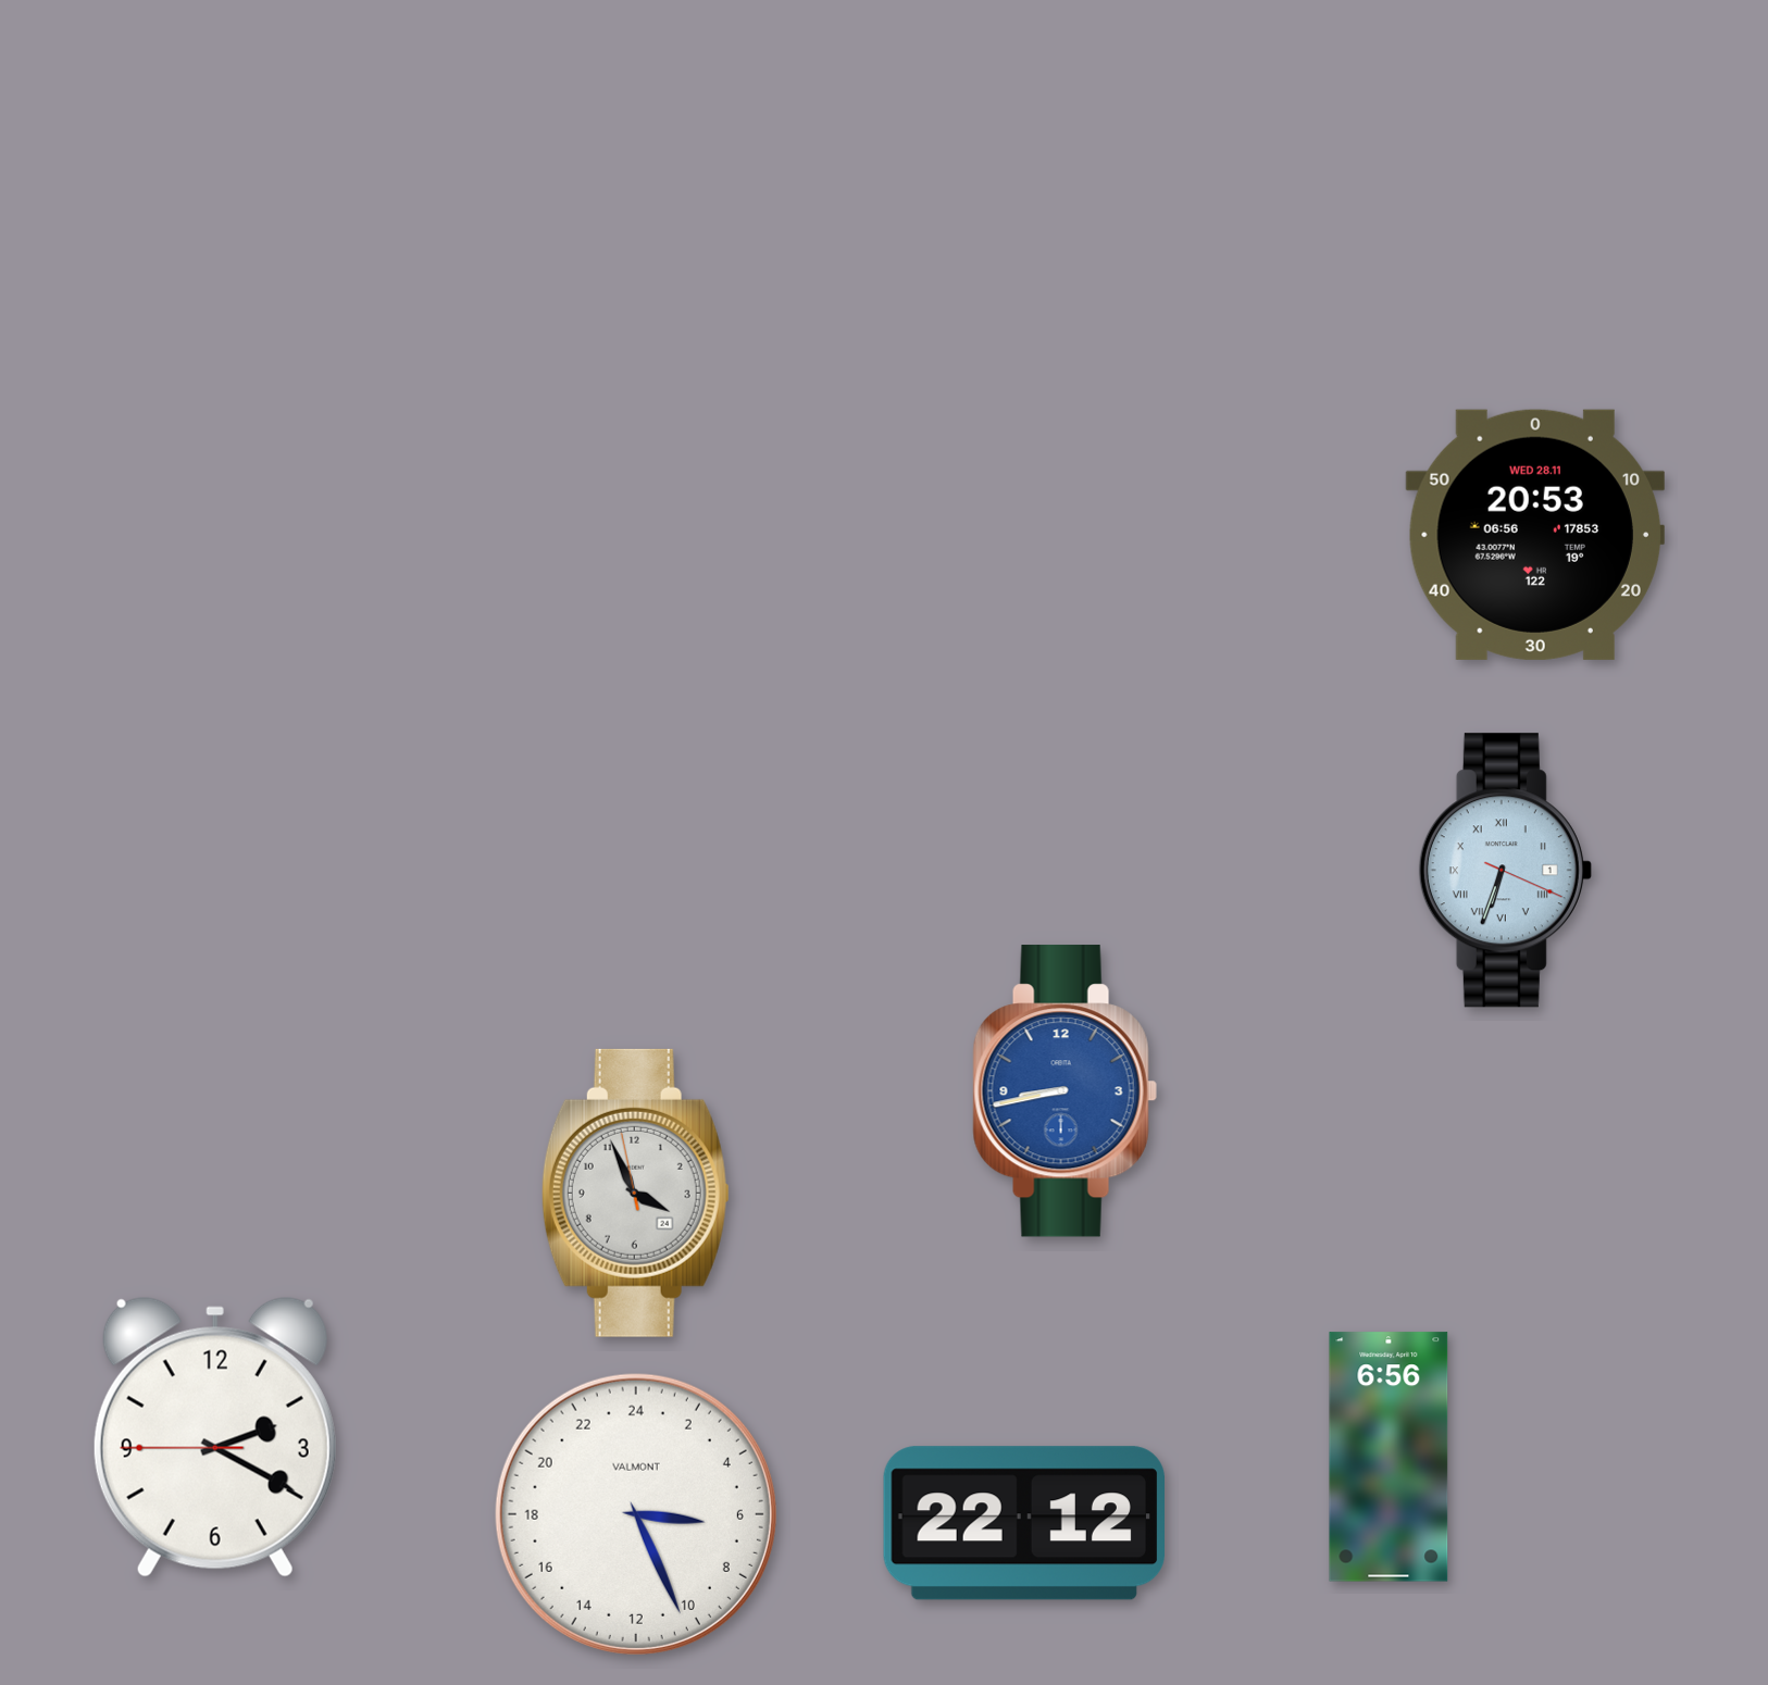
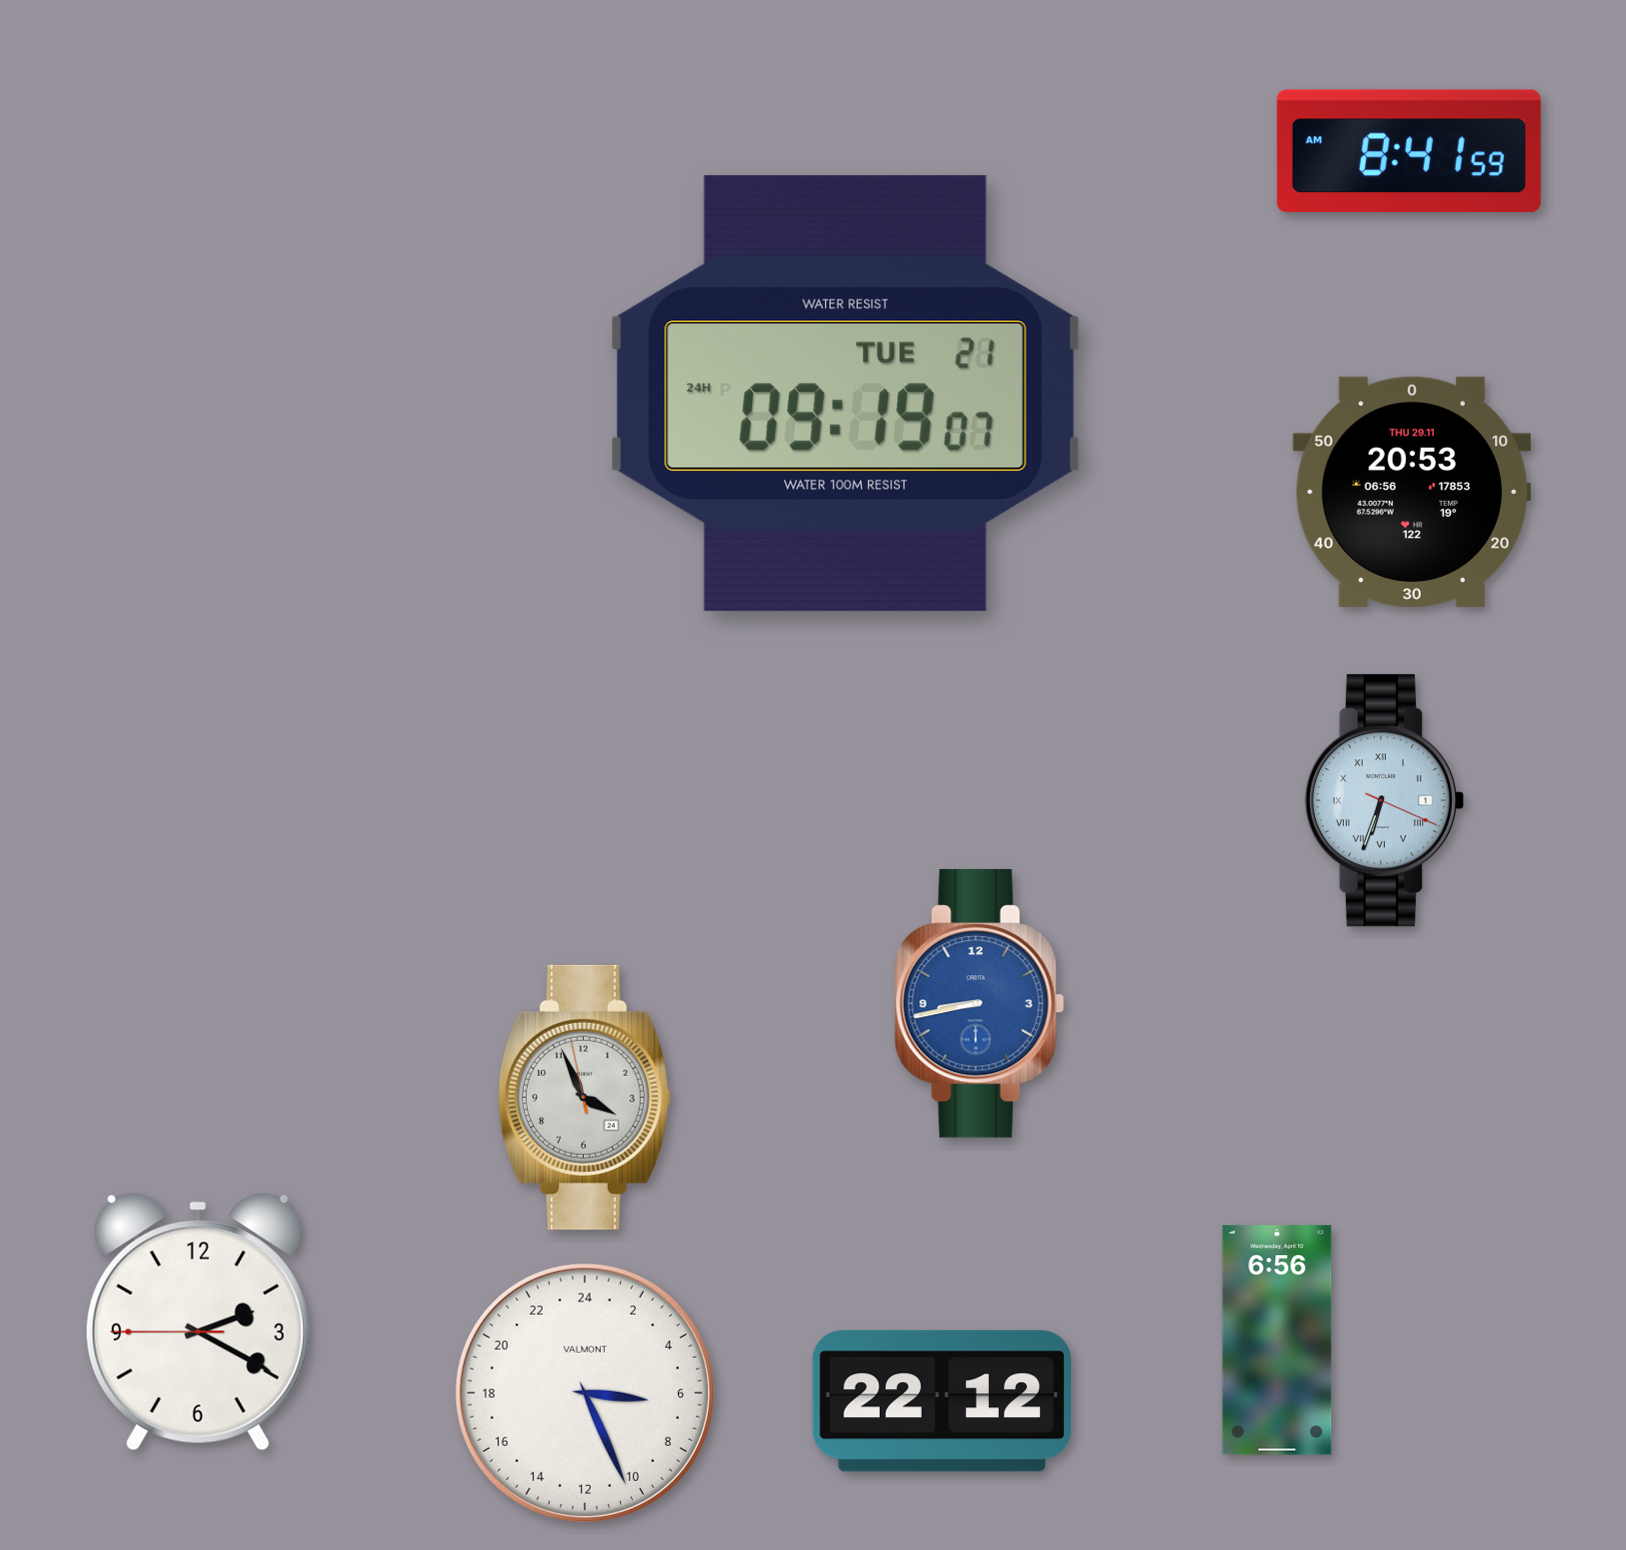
clock at (1409, 151): none -> 8:41
clock at (845, 393): none -> 09:19
clock at (1534, 535) date: WED 28.11 -> THU 29.11
